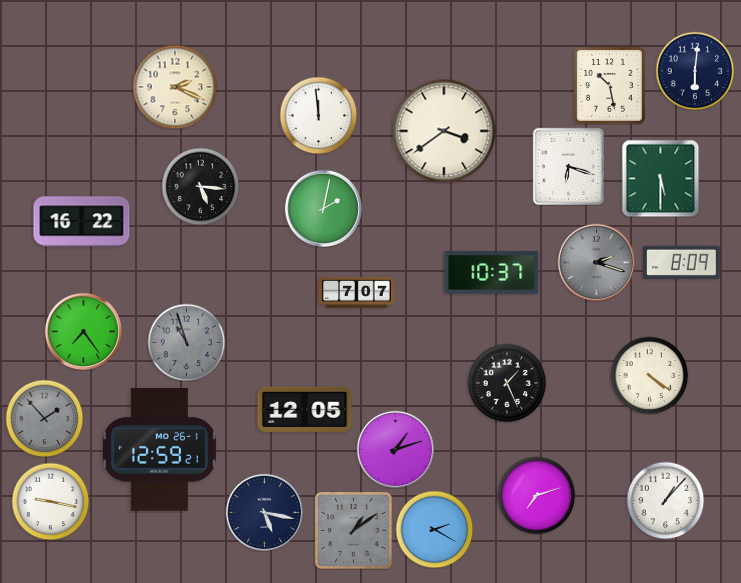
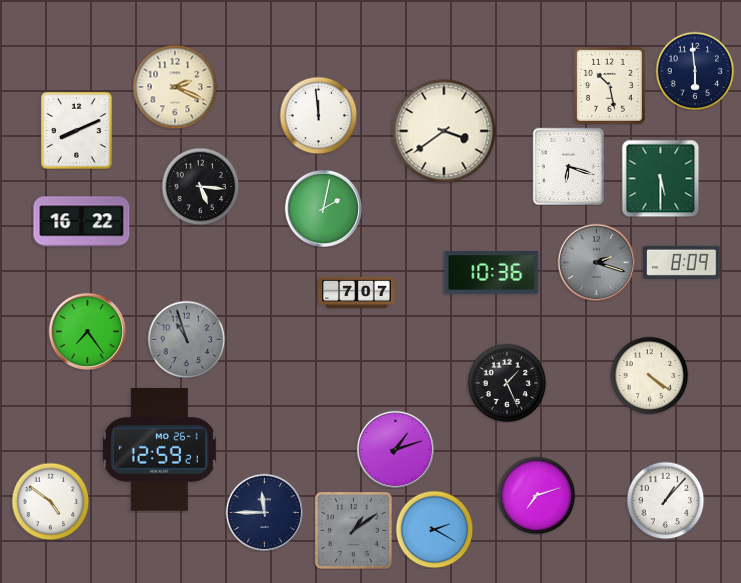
clock at (695, 71): 6:01 -> 5:59
clock at (76, 130): none -> 8:11
clock at (492, 273): 10:37 -> 10:36
clock at (83, 331) position: (83, 331) -> (87, 331)
clock at (186, 342) position: (186, 342) -> (186, 339)
clock at (305, 409): 12:05 -> none
clock at (44, 418): 1:53 -> none
clock at (50, 501): 9:17 -> 4:51
clock at (264, 512): 5:17 -> 11:45
